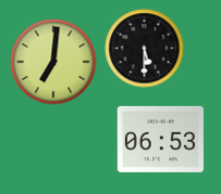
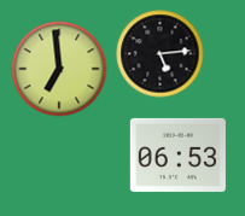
clock at (145, 49): 5:30 -> 5:14
clock at (53, 62): 7:01 -> 6:59
